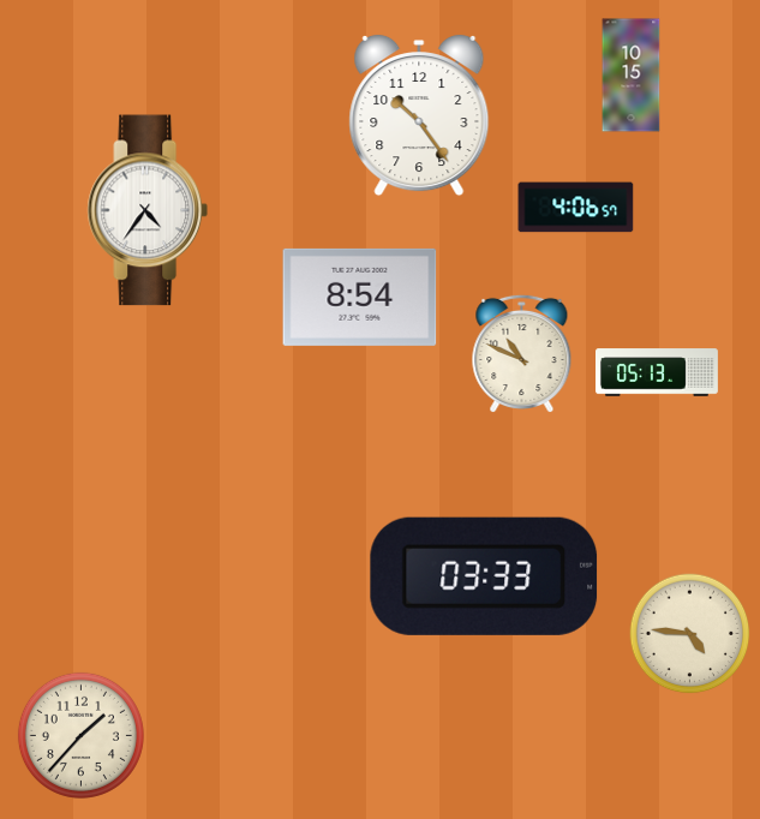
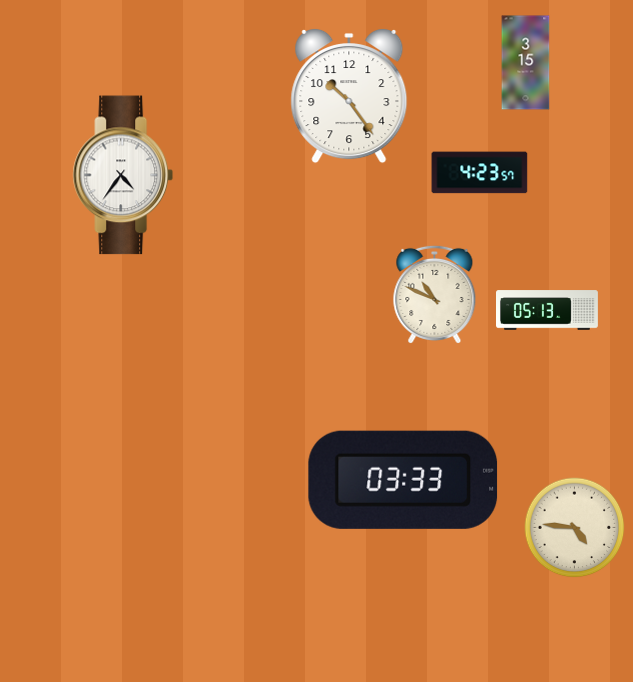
clock at (632, 76): 10:15 -> 3:15
clock at (576, 208): 4:06 -> 4:23
clock at (360, 297): 8:54 -> none
clock at (80, 735): 1:37 -> none
